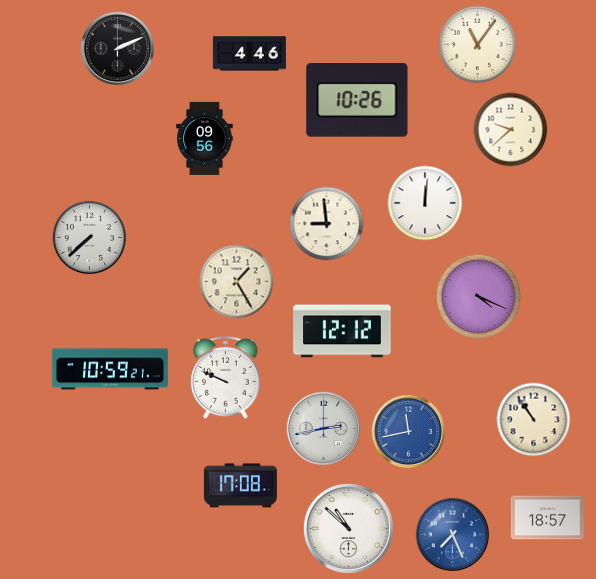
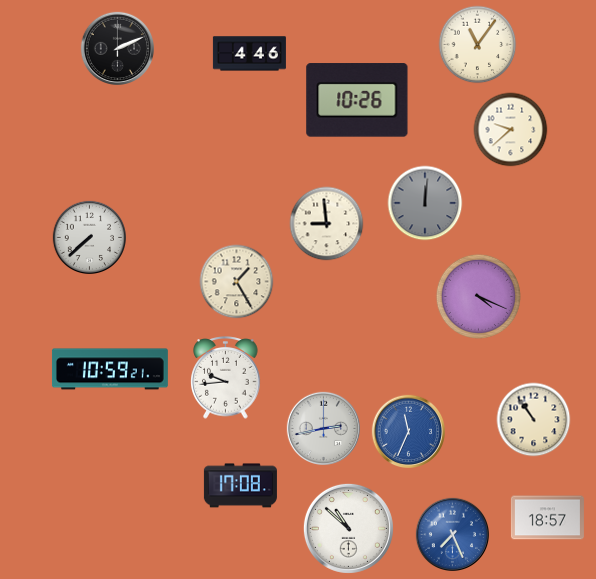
clock at (205, 138): 09:56 -> none
clock at (425, 203) dial: white -> grey
clock at (342, 331): 12:12 -> none
clock at (226, 378): 9:49 -> 9:44
clock at (408, 431): 11:43 -> 11:34
